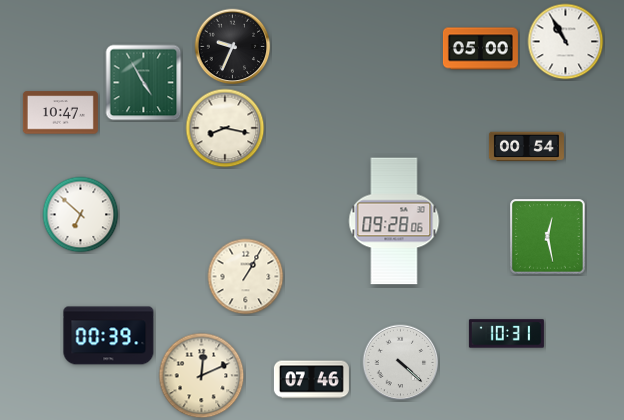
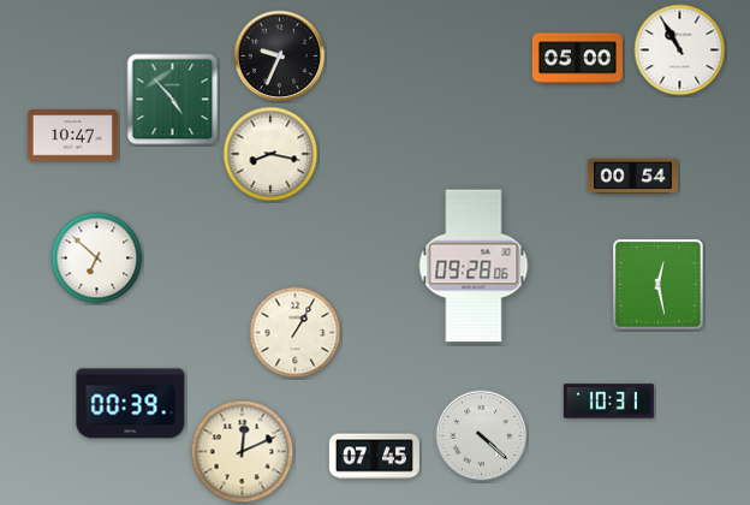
clock at (144, 83): 4:55 -> 4:53
clock at (311, 380): 07:46 -> 07:45
